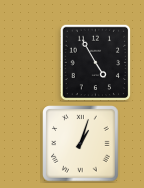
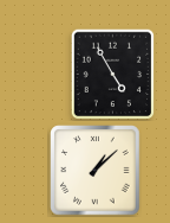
clock at (81, 144): 1:03 -> 1:08
